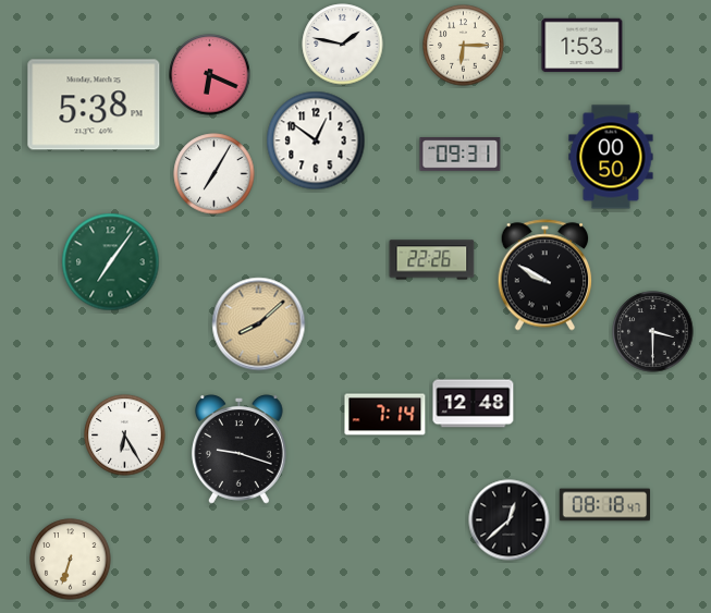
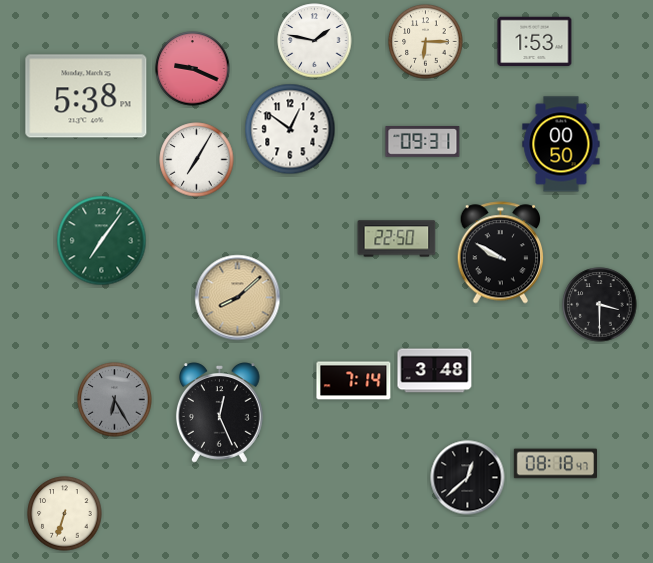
clock at (210, 75): 6:19 -> 9:19
clock at (432, 260): 22:26 -> 22:50
clock at (474, 404): 12:48 -> 3:48
clock at (125, 436) dial: white -> grey
clock at (238, 450): 9:18 -> 12:26
